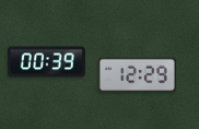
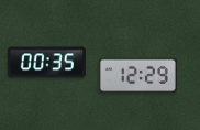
clock at (46, 62): 00:39 -> 00:35
